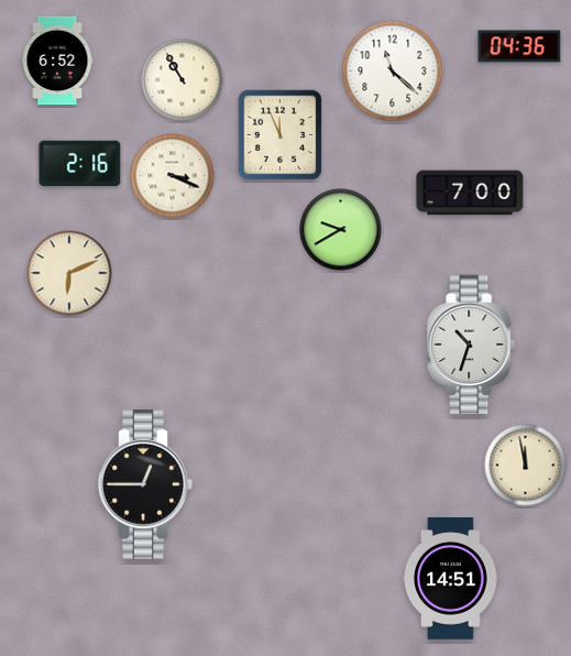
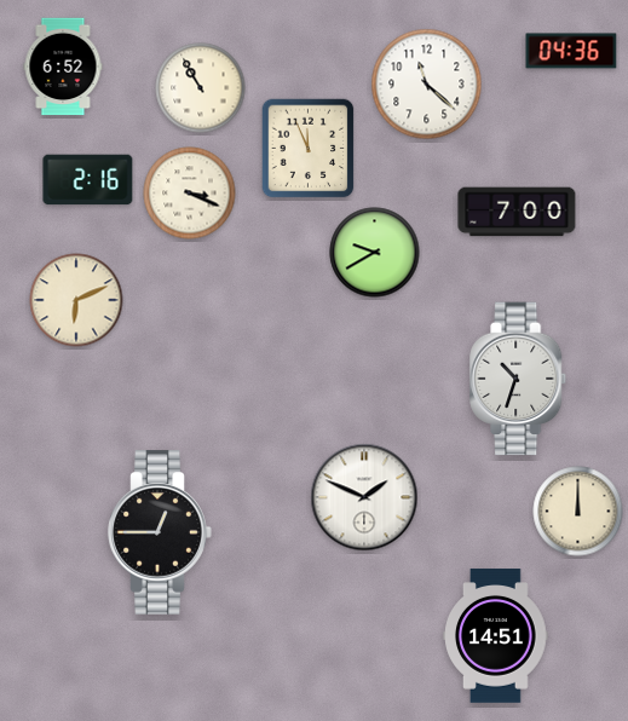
clock at (393, 72) position: (393, 72) -> (427, 85)
clock at (364, 497): none -> 1:49
clock at (526, 466): 11:58 -> 12:00
